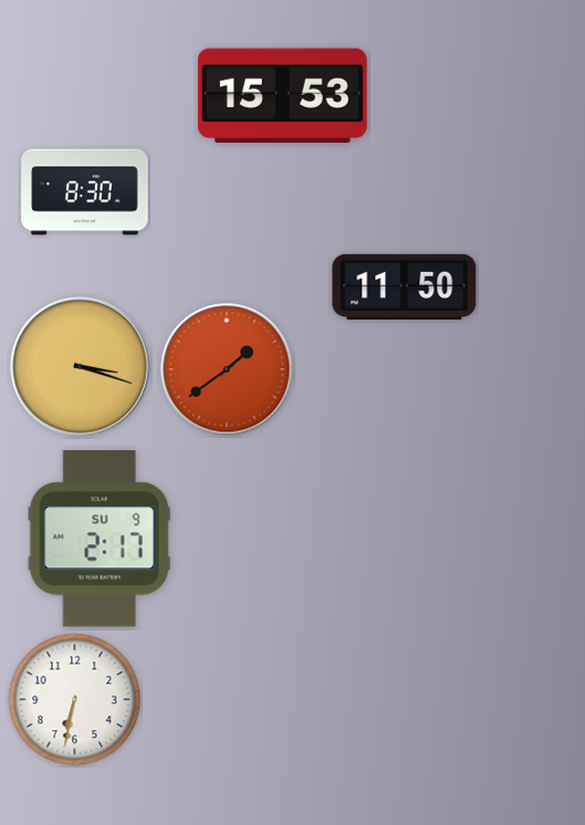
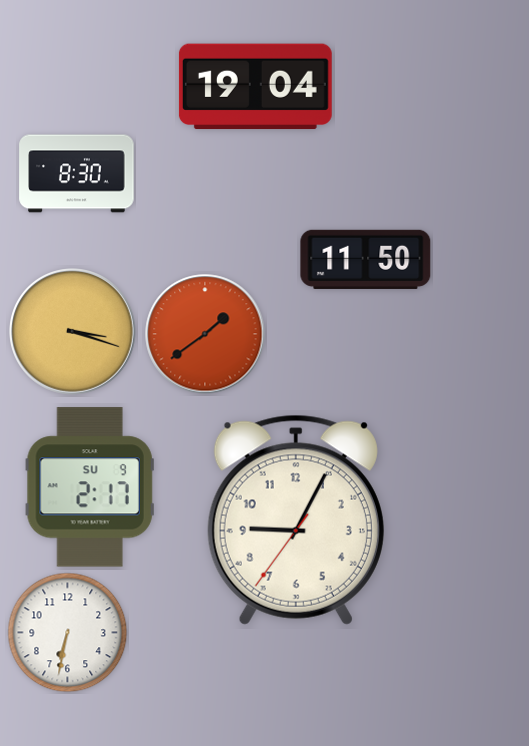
clock at (282, 96): 15:53 -> 19:04
clock at (296, 520): none -> 9:04
